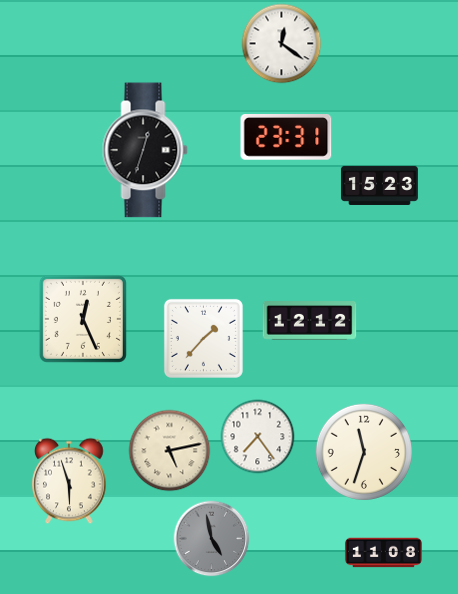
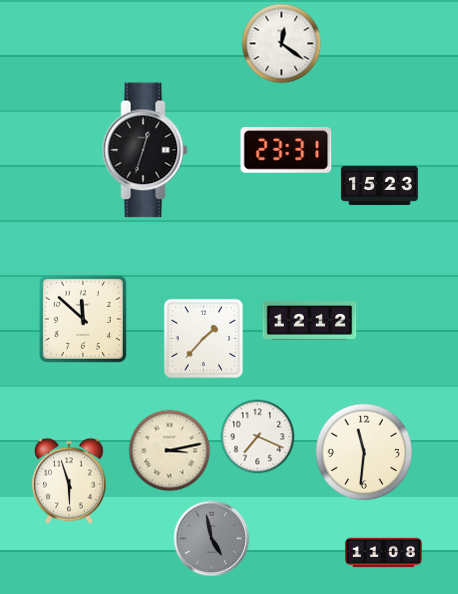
clock at (286, 138) position: (286, 138) -> (286, 151)
clock at (83, 319): 12:26 -> 11:52
clock at (258, 437): 7:24 -> 7:19
clock at (170, 451): 5:13 -> 3:13
clock at (364, 452): 11:33 -> 11:31
